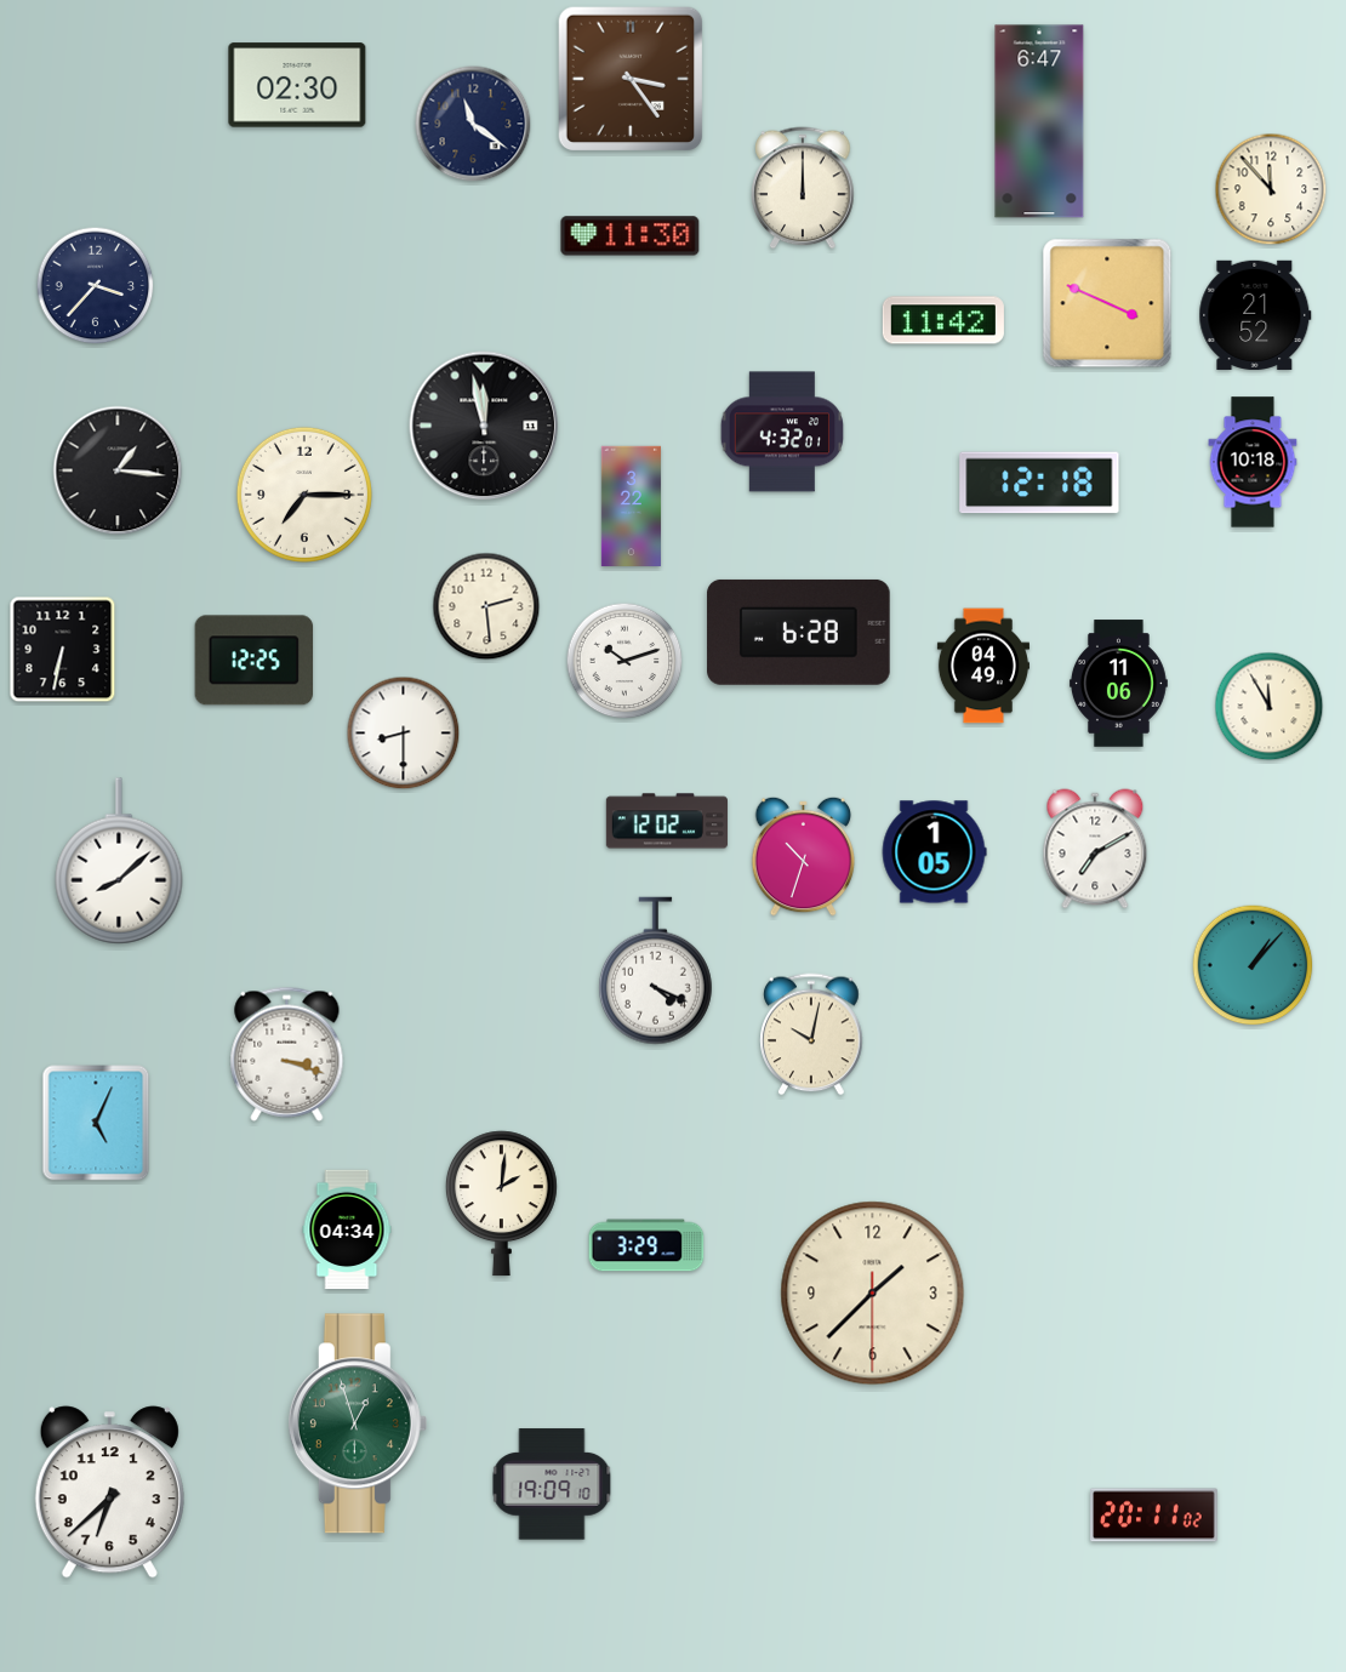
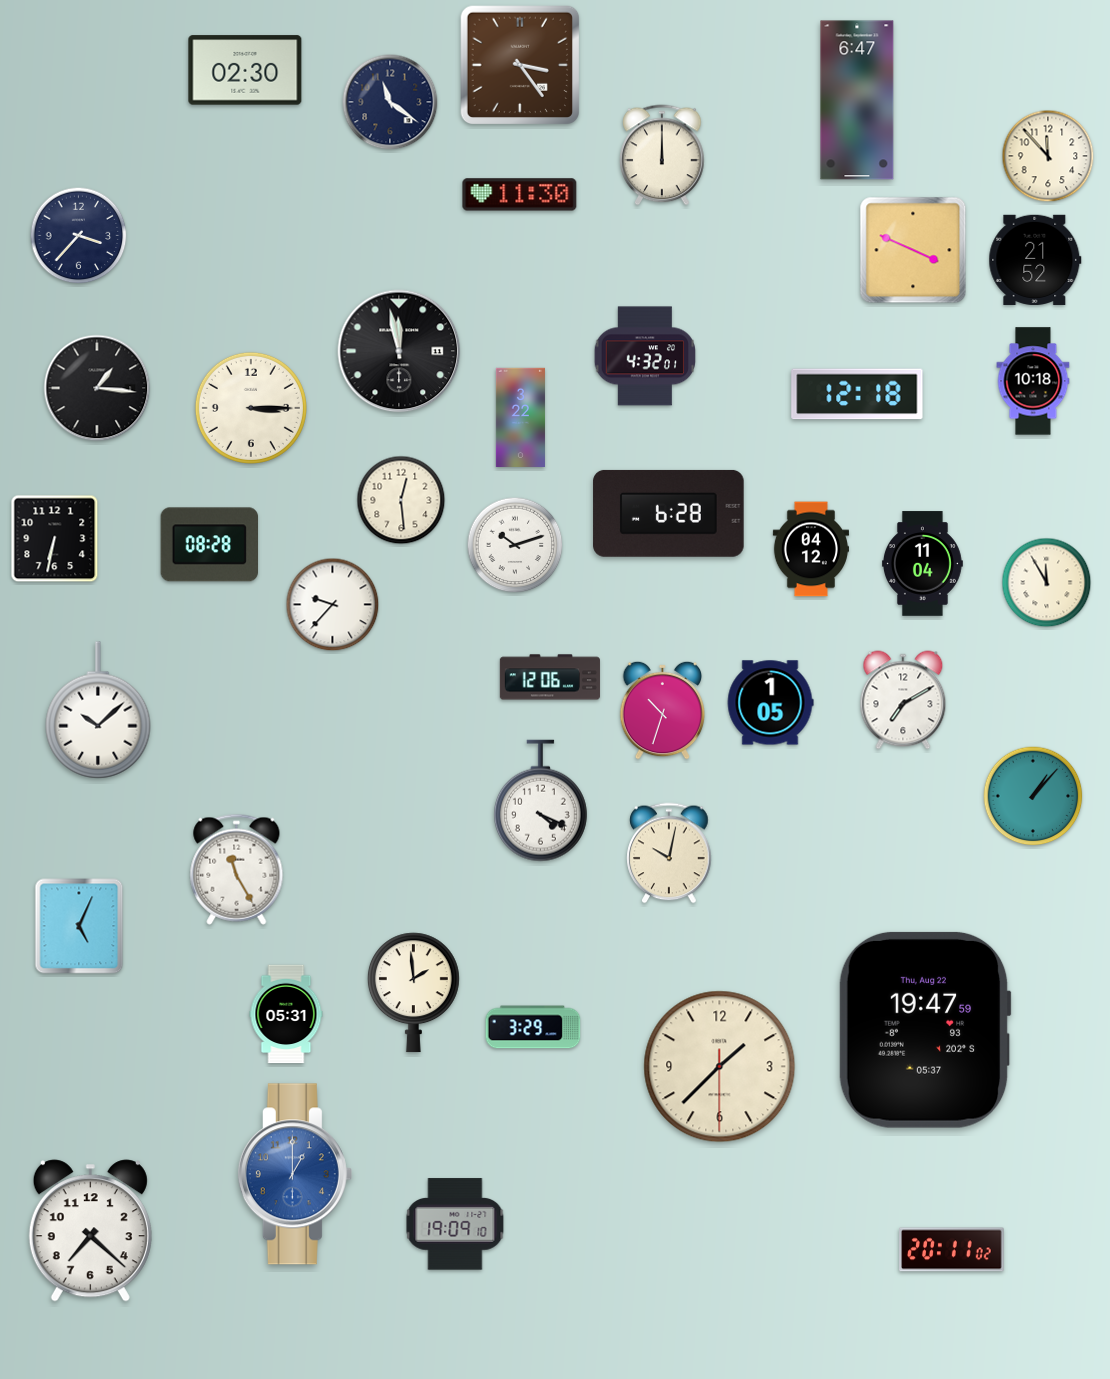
clock at (943, 320): 11:42 -> none
clock at (1039, 483) position: (1039, 483) -> (857, 394)
clock at (304, 495): 7:15 -> 3:15
clock at (486, 606): 2:29 -> 12:29
clock at (799, 632) position: (799, 632) -> (669, 513)
clock at (63, 650) position: (63, 650) -> (55, 539)
clock at (255, 661): 12:25 -> 08:28
clock at (983, 666): 04:49 -> 04:12
clock at (1118, 684): 11:06 -> 11:04
clock at (404, 734): 8:30 -> 9:37
clock at (667, 821): 12:02 -> 12:06
clock at (804, 856) position: (804, 856) -> (663, 710)
clock at (119, 861): 8:08 -> 10:08
clock at (287, 1054): 3:18 -> 11:25
clock at (501, 1204): 2:01 -> 1:59
clock at (347, 1229): 04:34 -> 05:31
clock at (925, 1030): none -> 19:47
clock at (358, 1423): 12:57 -> 1:00
clock at (358, 1423) dial: green -> blue
clock at (109, 1493): 6:38 -> 7:22
